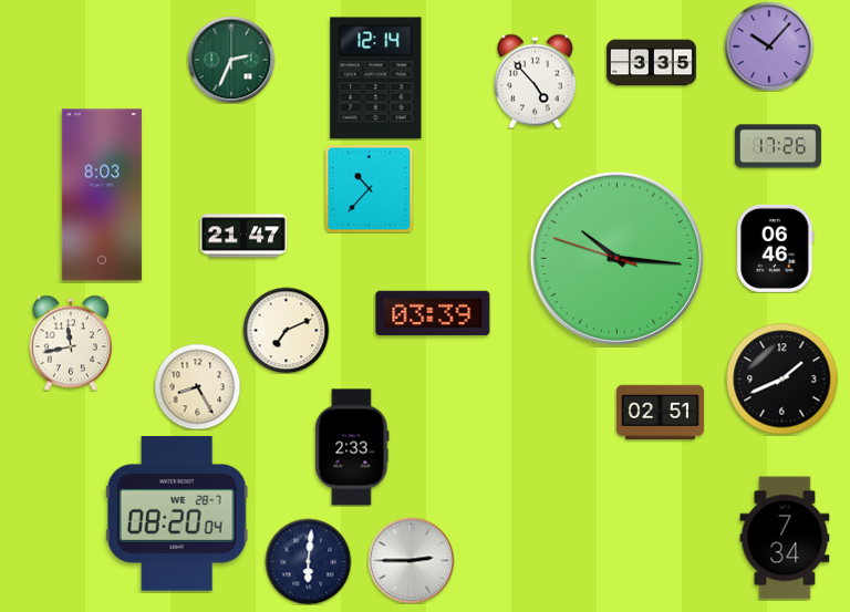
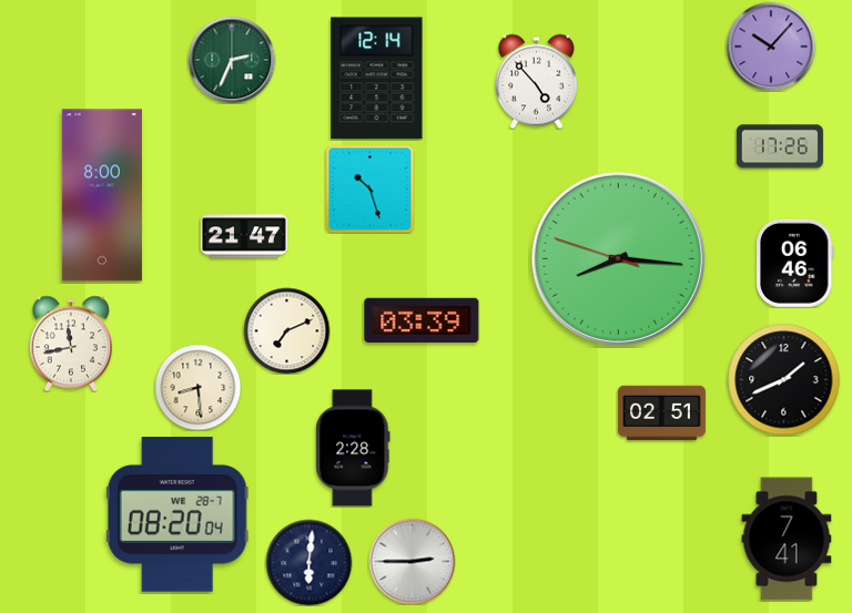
clock at (651, 63): 3:35 -> none
clock at (369, 188): 10:37 -> 10:27
clock at (102, 195): 8:03 -> 8:00
clock at (776, 248) position: (776, 248) -> (795, 263)
clock at (616, 258): 10:15 -> 8:15
clock at (433, 312) position: (433, 312) -> (422, 319)
clock at (197, 386): 8:25 -> 8:29
clock at (352, 447): 2:33 -> 2:28
clock at (785, 538): 7:34 -> 7:41
